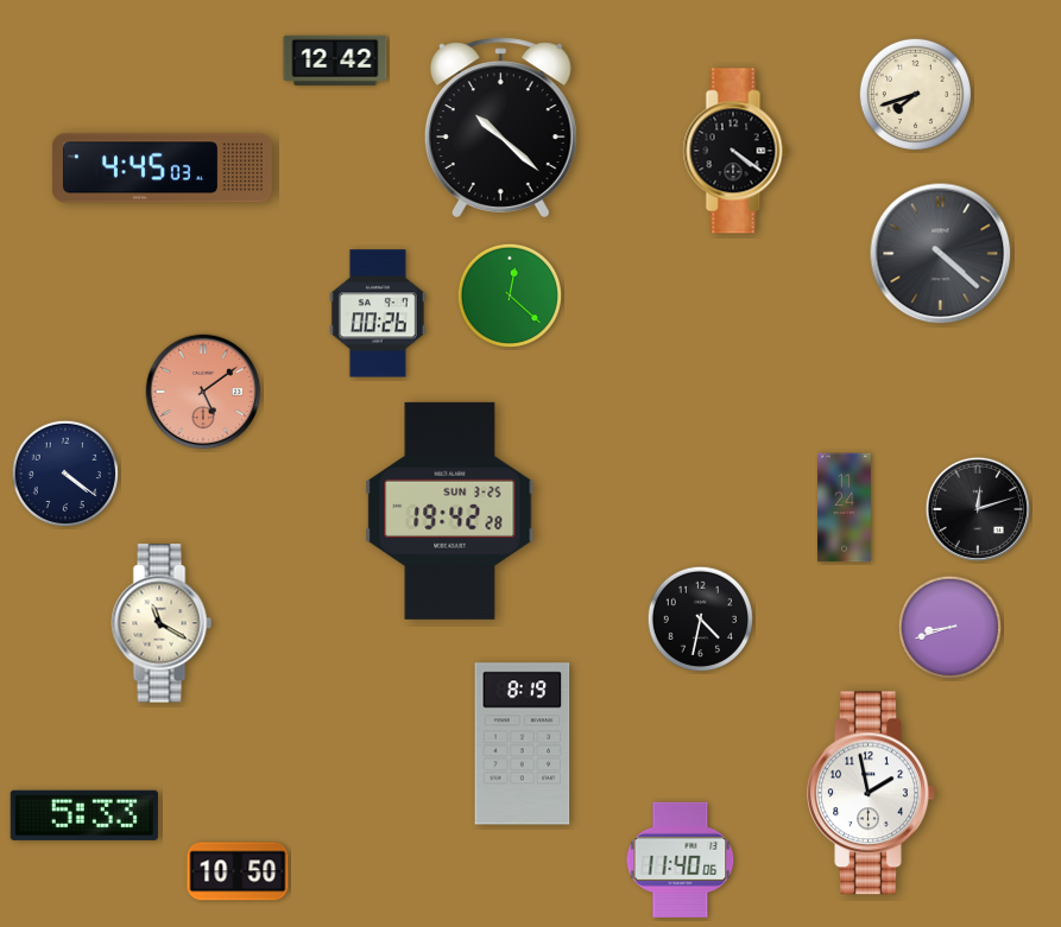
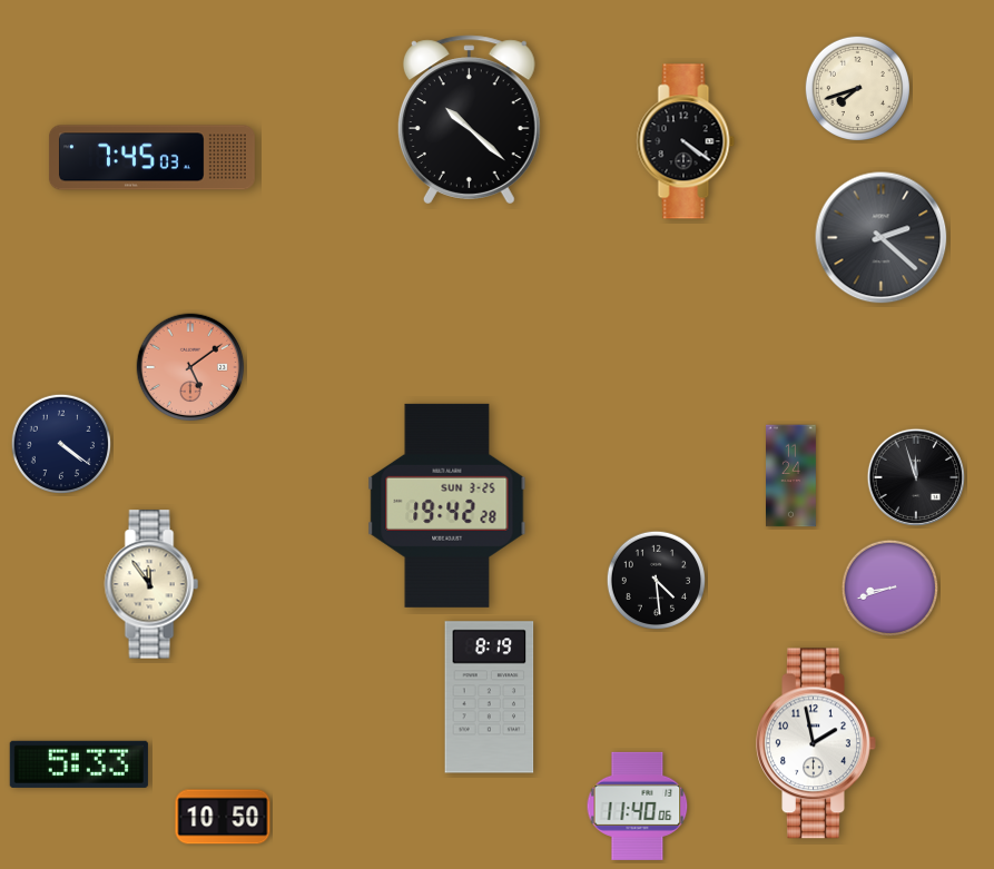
clock at (335, 61): 12:42 -> none
clock at (735, 151) position: (735, 151) -> (686, 141)
clock at (162, 169): 4:45 -> 7:45
clock at (941, 254): 4:22 -> 2:22
clock at (510, 296): 12:22 -> none
clock at (378, 313): 00:26 -> none
clock at (977, 508): 12:12 -> 11:57
clock at (450, 510) position: (450, 510) -> (447, 505)
clock at (700, 618): 4:32 -> 4:29
clock at (162, 623): 11:20 -> 11:54
